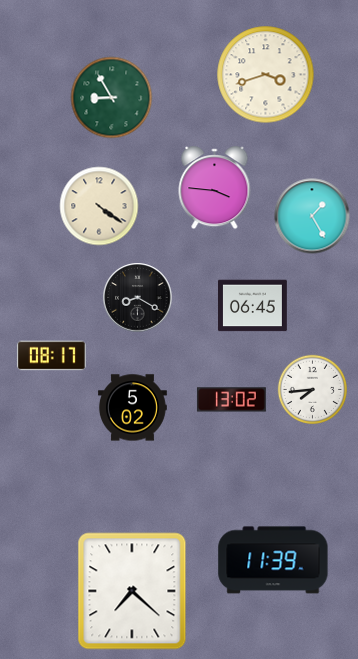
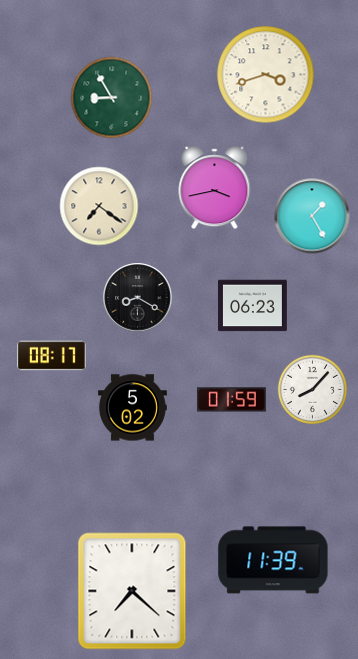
clock at (215, 188): 3:46 -> 3:43
clock at (99, 206): 4:21 -> 7:21
clock at (253, 306): 06:45 -> 06:23
clock at (312, 389): 7:44 -> 8:07
clock at (231, 400): 13:02 -> 01:59
